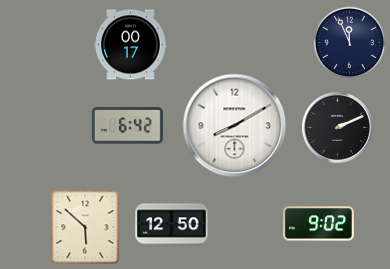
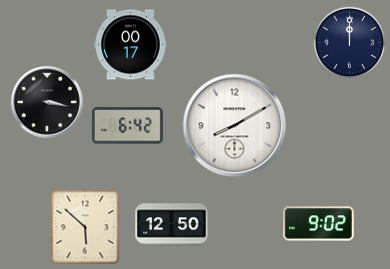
clock at (350, 43): 11:56 -> 12:00
clock at (48, 103): none -> 3:17
clock at (337, 127): 2:11 -> none
